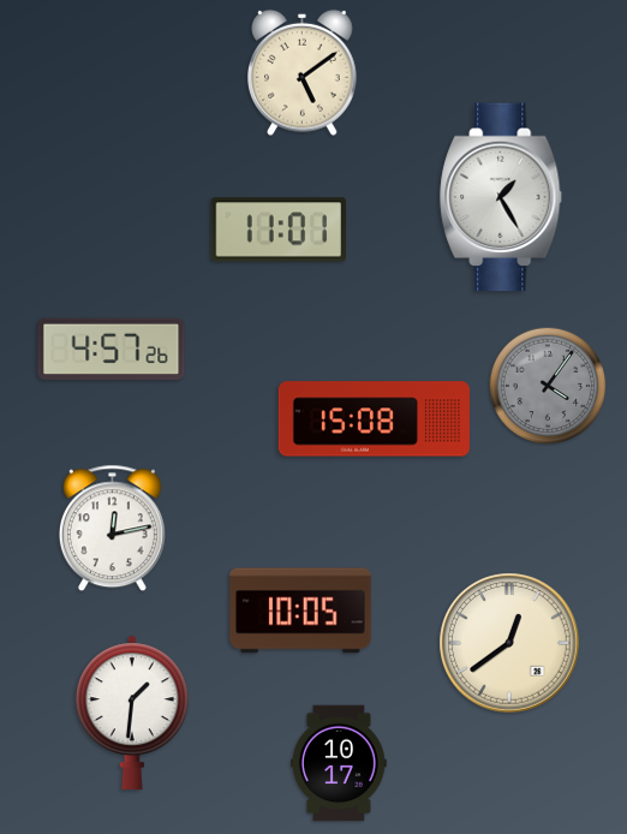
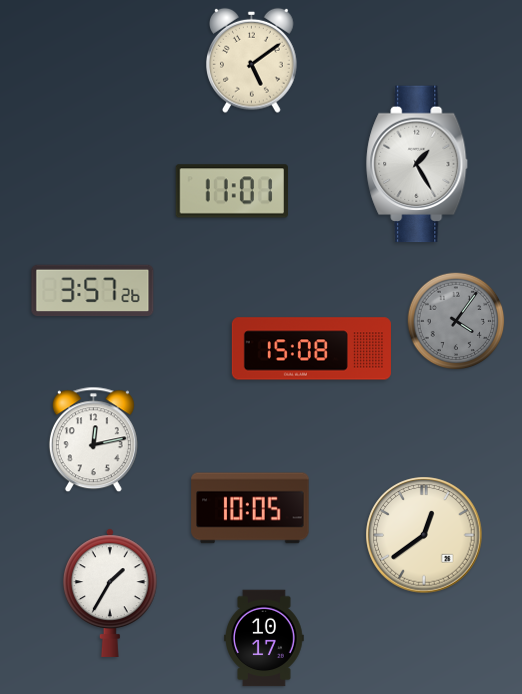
clock at (112, 350): 4:57 -> 3:57
clock at (133, 713): 1:31 -> 1:35
clock at (339, 763) position: (339, 763) -> (264, 638)
